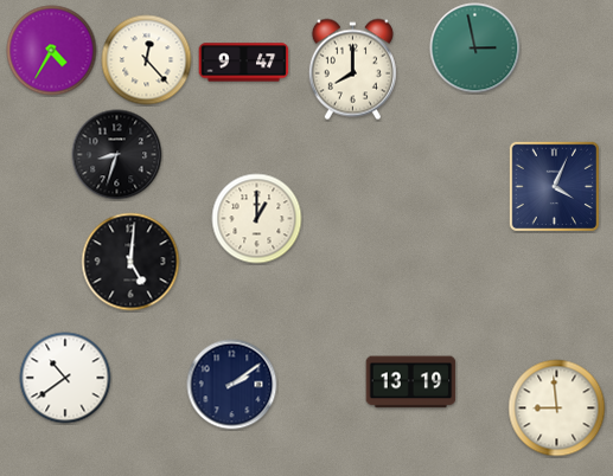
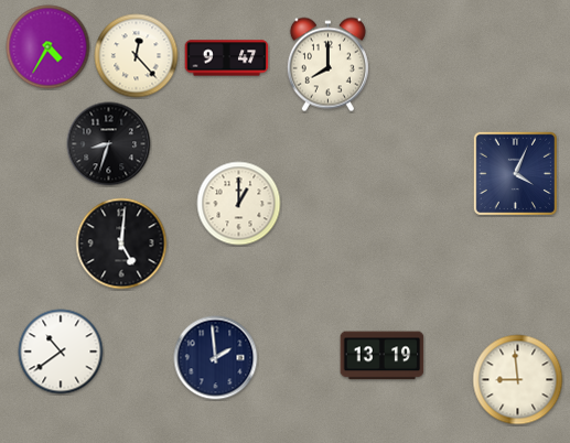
clock at (475, 49): 2:58 -> none
clock at (232, 385): 2:09 -> 1:59
